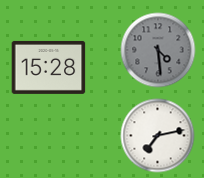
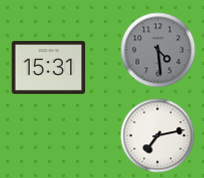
clock at (49, 67): 15:28 -> 15:31
